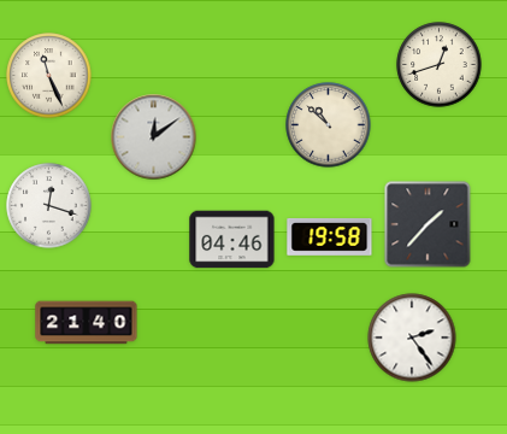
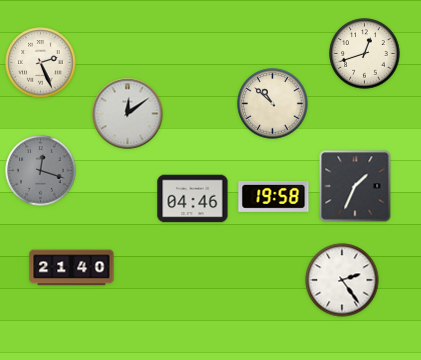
clock at (49, 76): 11:26 -> 2:26
clock at (49, 206) dial: white -> grey
clock at (428, 224): 1:37 -> 1:34
